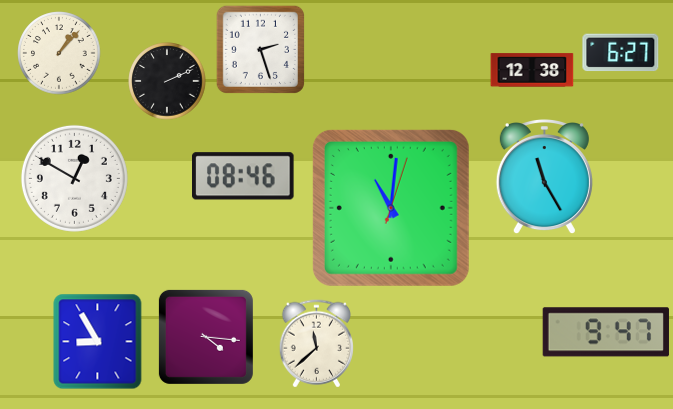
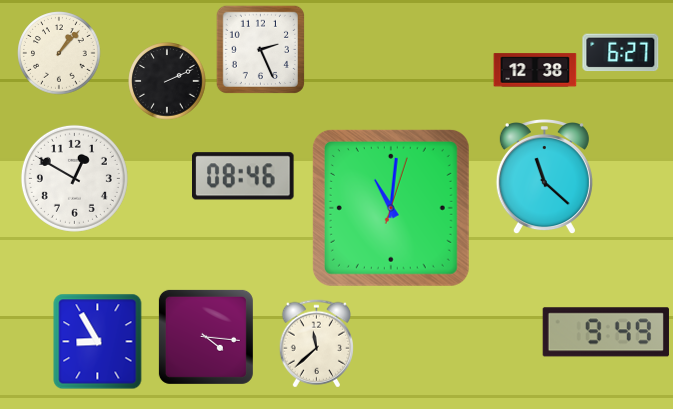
clock at (260, 49): 2:27 -> 2:26
clock at (532, 70) position: (532, 70) -> (535, 70)
clock at (544, 178): 11:25 -> 11:22
clock at (606, 332): 9:47 -> 9:49
